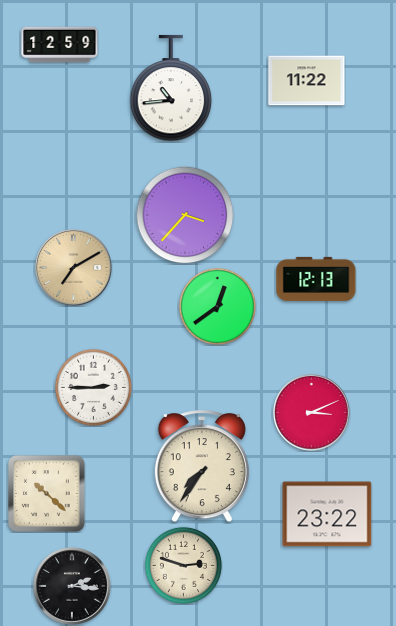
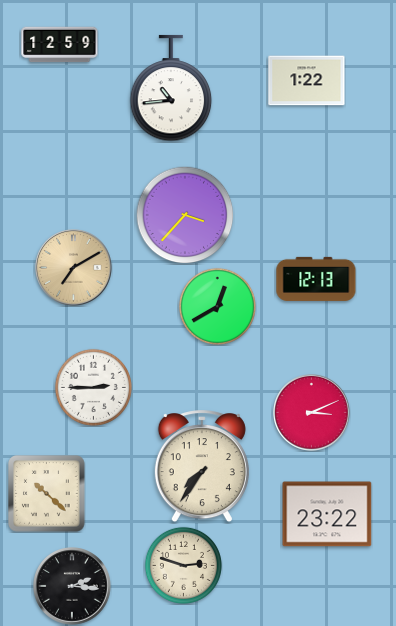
clock at (307, 81): 11:22 -> 1:22
clock at (217, 306): 12:39 -> 12:40
